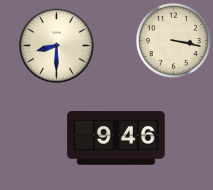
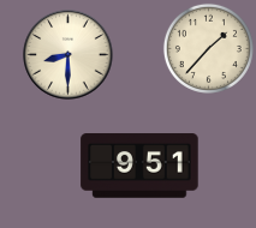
clock at (173, 40): 3:17 -> 1:37
clock at (116, 138): 9:46 -> 9:51
